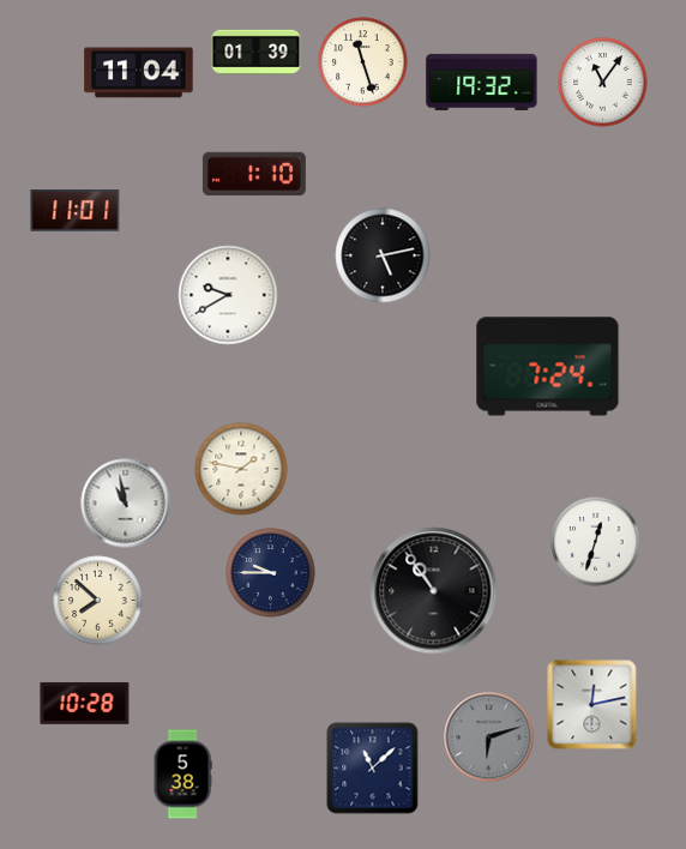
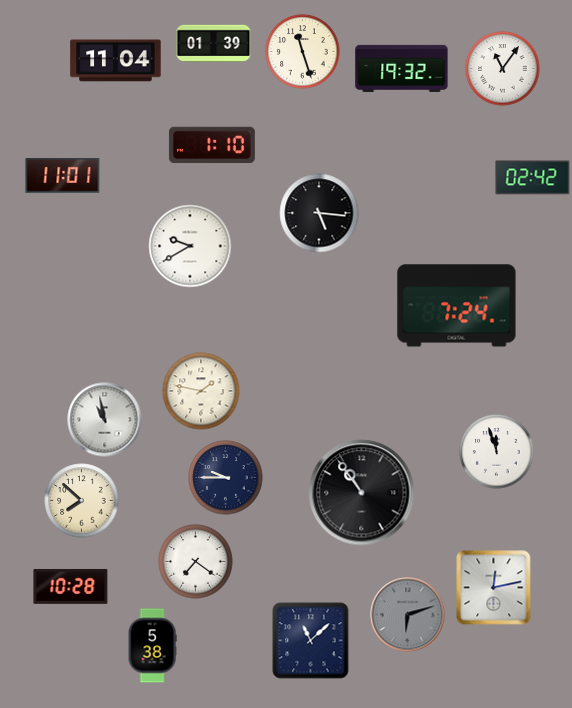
clock at (533, 178): none -> 02:42
clock at (383, 255): 5:13 -> 5:16
clock at (596, 542): 12:33 -> 11:57
clock at (196, 562): none -> 7:21
